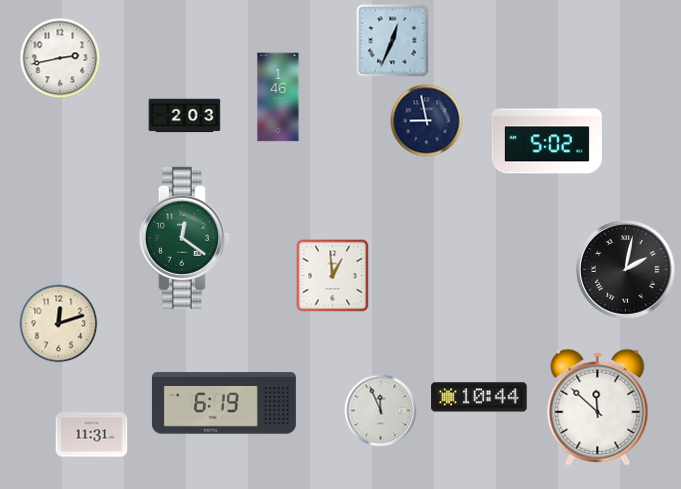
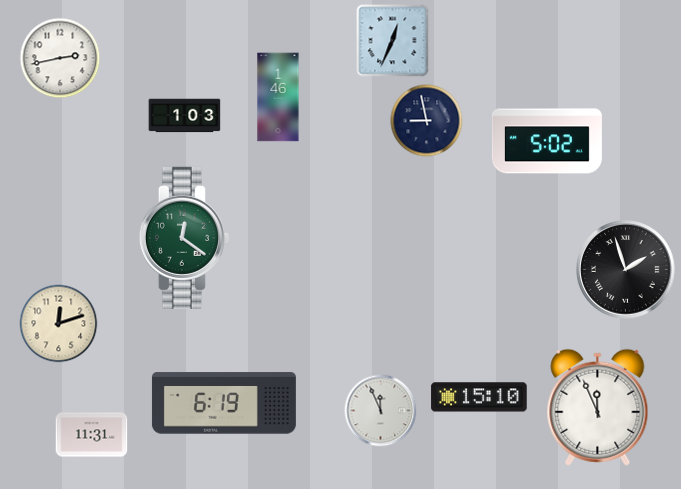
clock at (185, 116): 2:03 -> 1:03
clock at (626, 270): 2:02 -> 1:57
clock at (333, 276): 12:59 -> none
clock at (479, 397): 10:44 -> 15:10
clock at (598, 407): 11:52 -> 11:56
